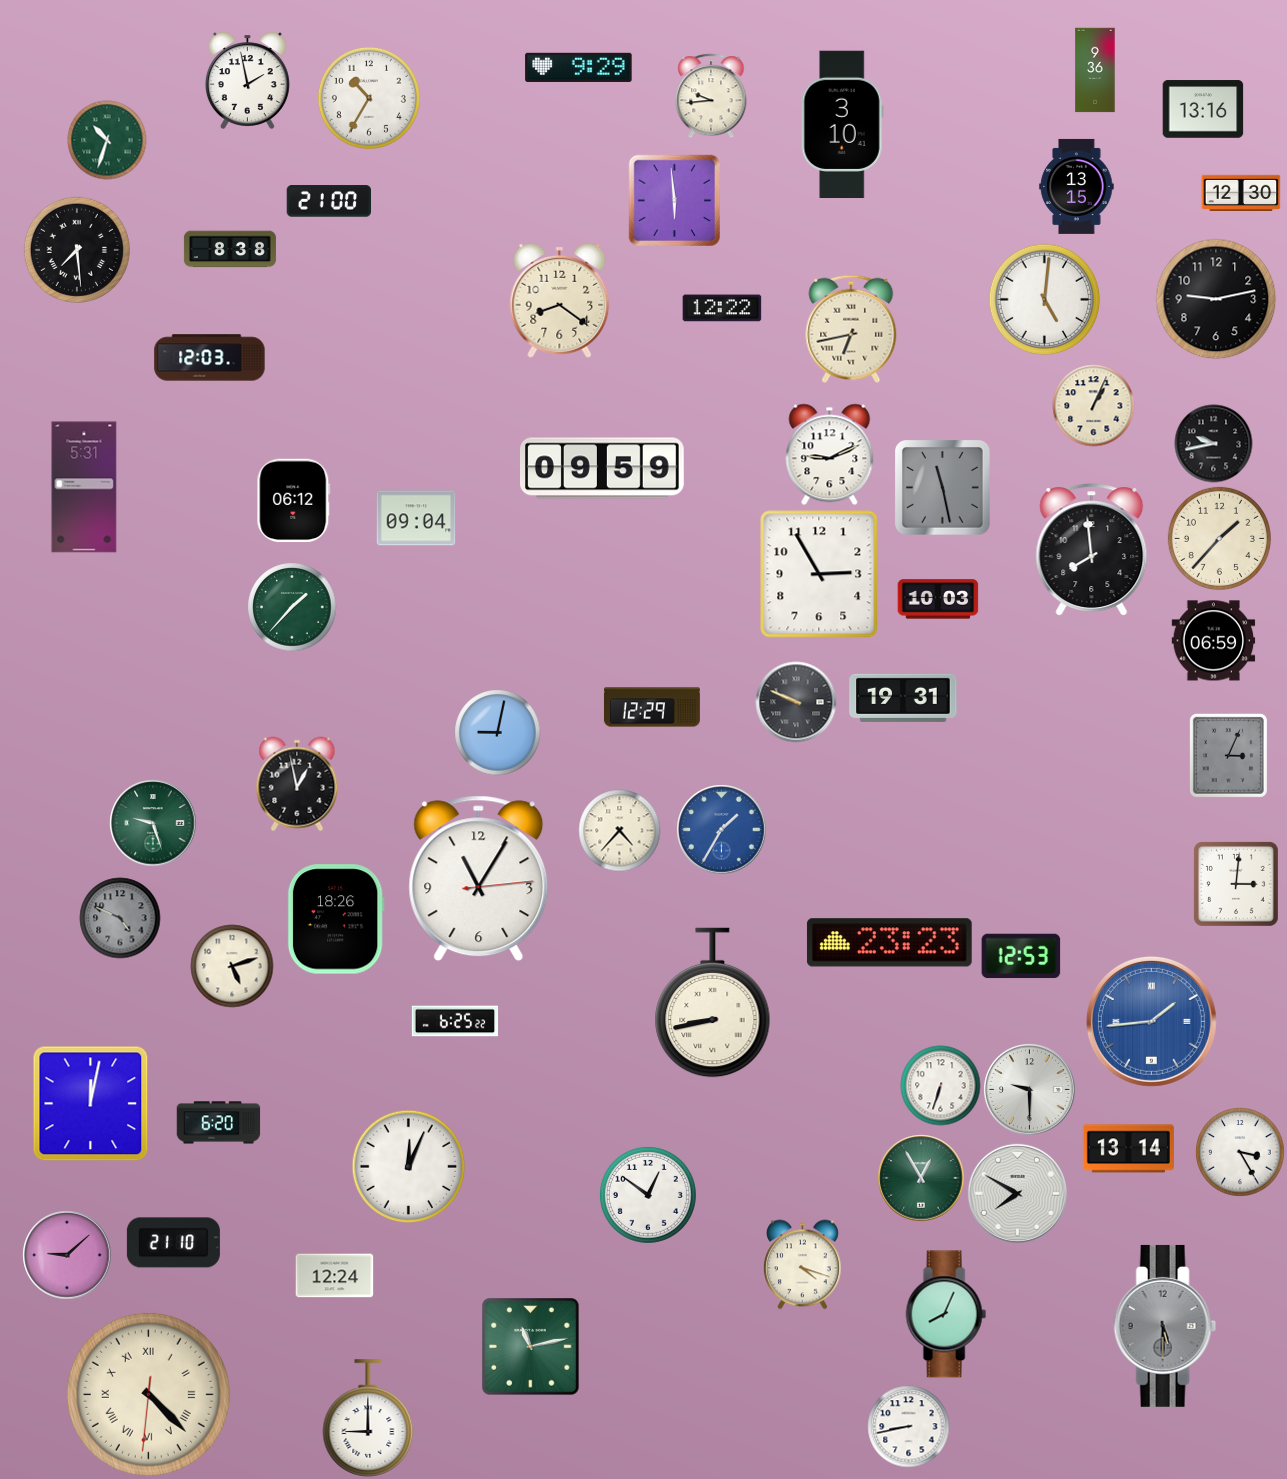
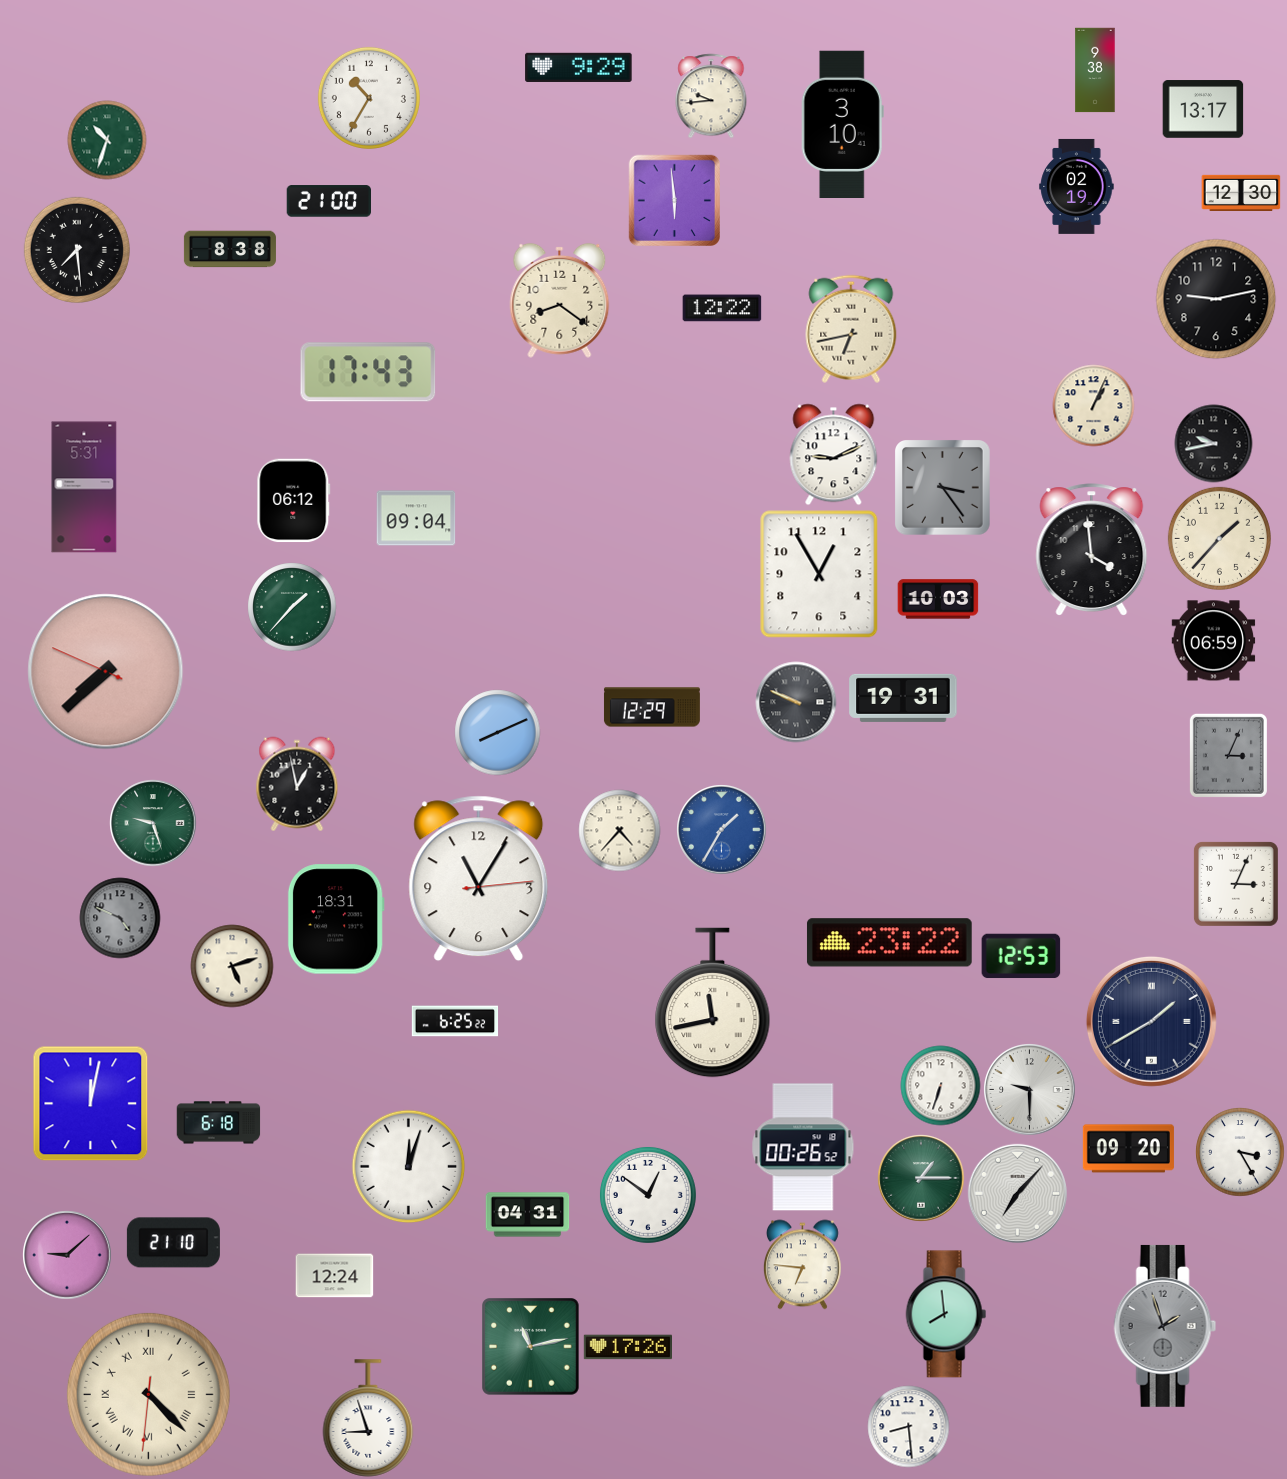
clock at (1095, 70): 9:36 -> 9:38
clock at (247, 80): 1:58 -> none
clock at (1203, 109): 13:16 -> 13:17
clock at (1077, 186): 13:15 -> 02:19
clock at (1044, 299): 5:01 -> none
clock at (210, 358): 12:03 -> none
clock at (368, 372): none -> 17:43
clock at (830, 454) position: (830, 454) -> (834, 454)
clock at (603, 468): 09:59 -> none
clock at (943, 488): 11:28 -> 3:24
clock at (1092, 550): 7:59 -> 3:59
clock at (819, 574): 2:55 -> 12:55
clock at (106, 672): none -> 7:37
clock at (497, 732): 9:02 -> 8:11
clock at (1236, 884): 3:01 -> 3:04
clock at (336, 919): 18:26 -> 18:31
clock at (889, 943): 23:23 -> 23:22
clock at (713, 1003): 8:43 -> 11:43
clock at (1151, 1021): 1:44 -> 1:40
clock at (1151, 1021) dial: blue -> navy
clock at (218, 1123): 6:20 -> 6:18
clock at (803, 1147): none -> 00:26
clock at (1128, 1149): 13:14 -> 09:20
clock at (408, 1166): 12:04 -> 12:03
clock at (921, 1178): 12:55 -> 1:15
clock at (1017, 1193): 7:50 -> 7:07
clock at (527, 1215): none -> 04:31
clock at (803, 1264): 4:18 -> 6:46
clock at (946, 1314): 8:04 -> 7:59
clock at (1165, 1326): 5:30 -> 1:57
clock at (627, 1347): none -> 17:26
clock at (368, 1418): 9:00 -> 8:57
clock at (908, 1426): 8:43 -> 8:29
